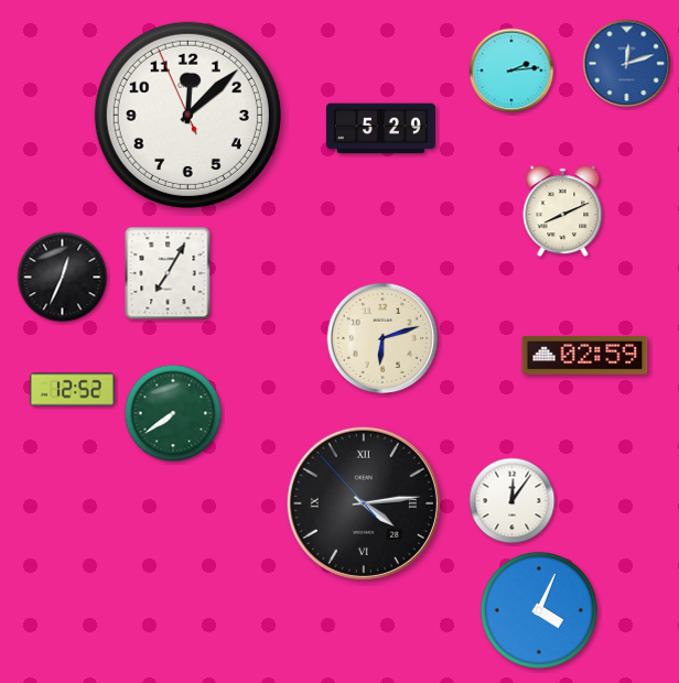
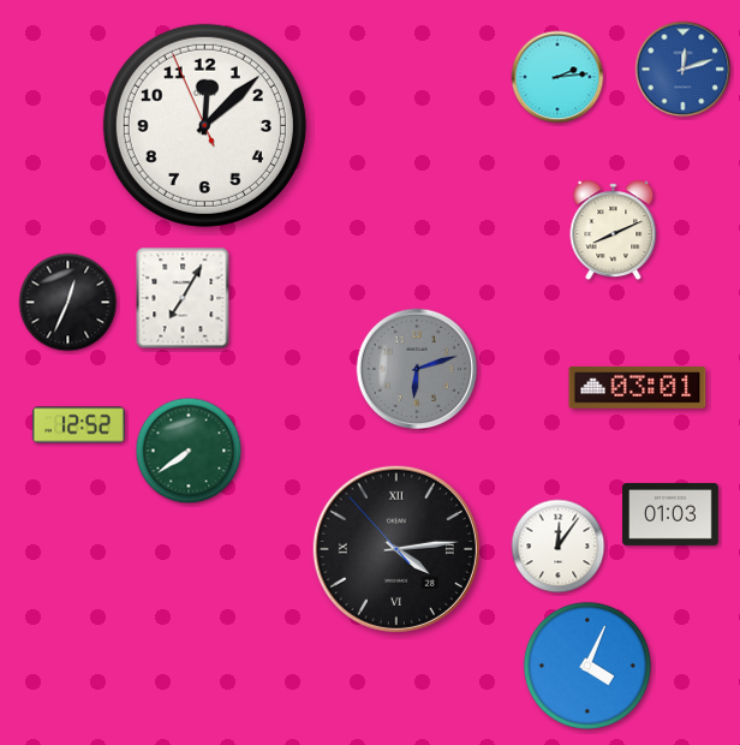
clock at (380, 129): 5:29 -> none
clock at (382, 338) dial: cream -> grey
clock at (585, 355): 02:59 -> 03:01
clock at (670, 514): none -> 01:03
